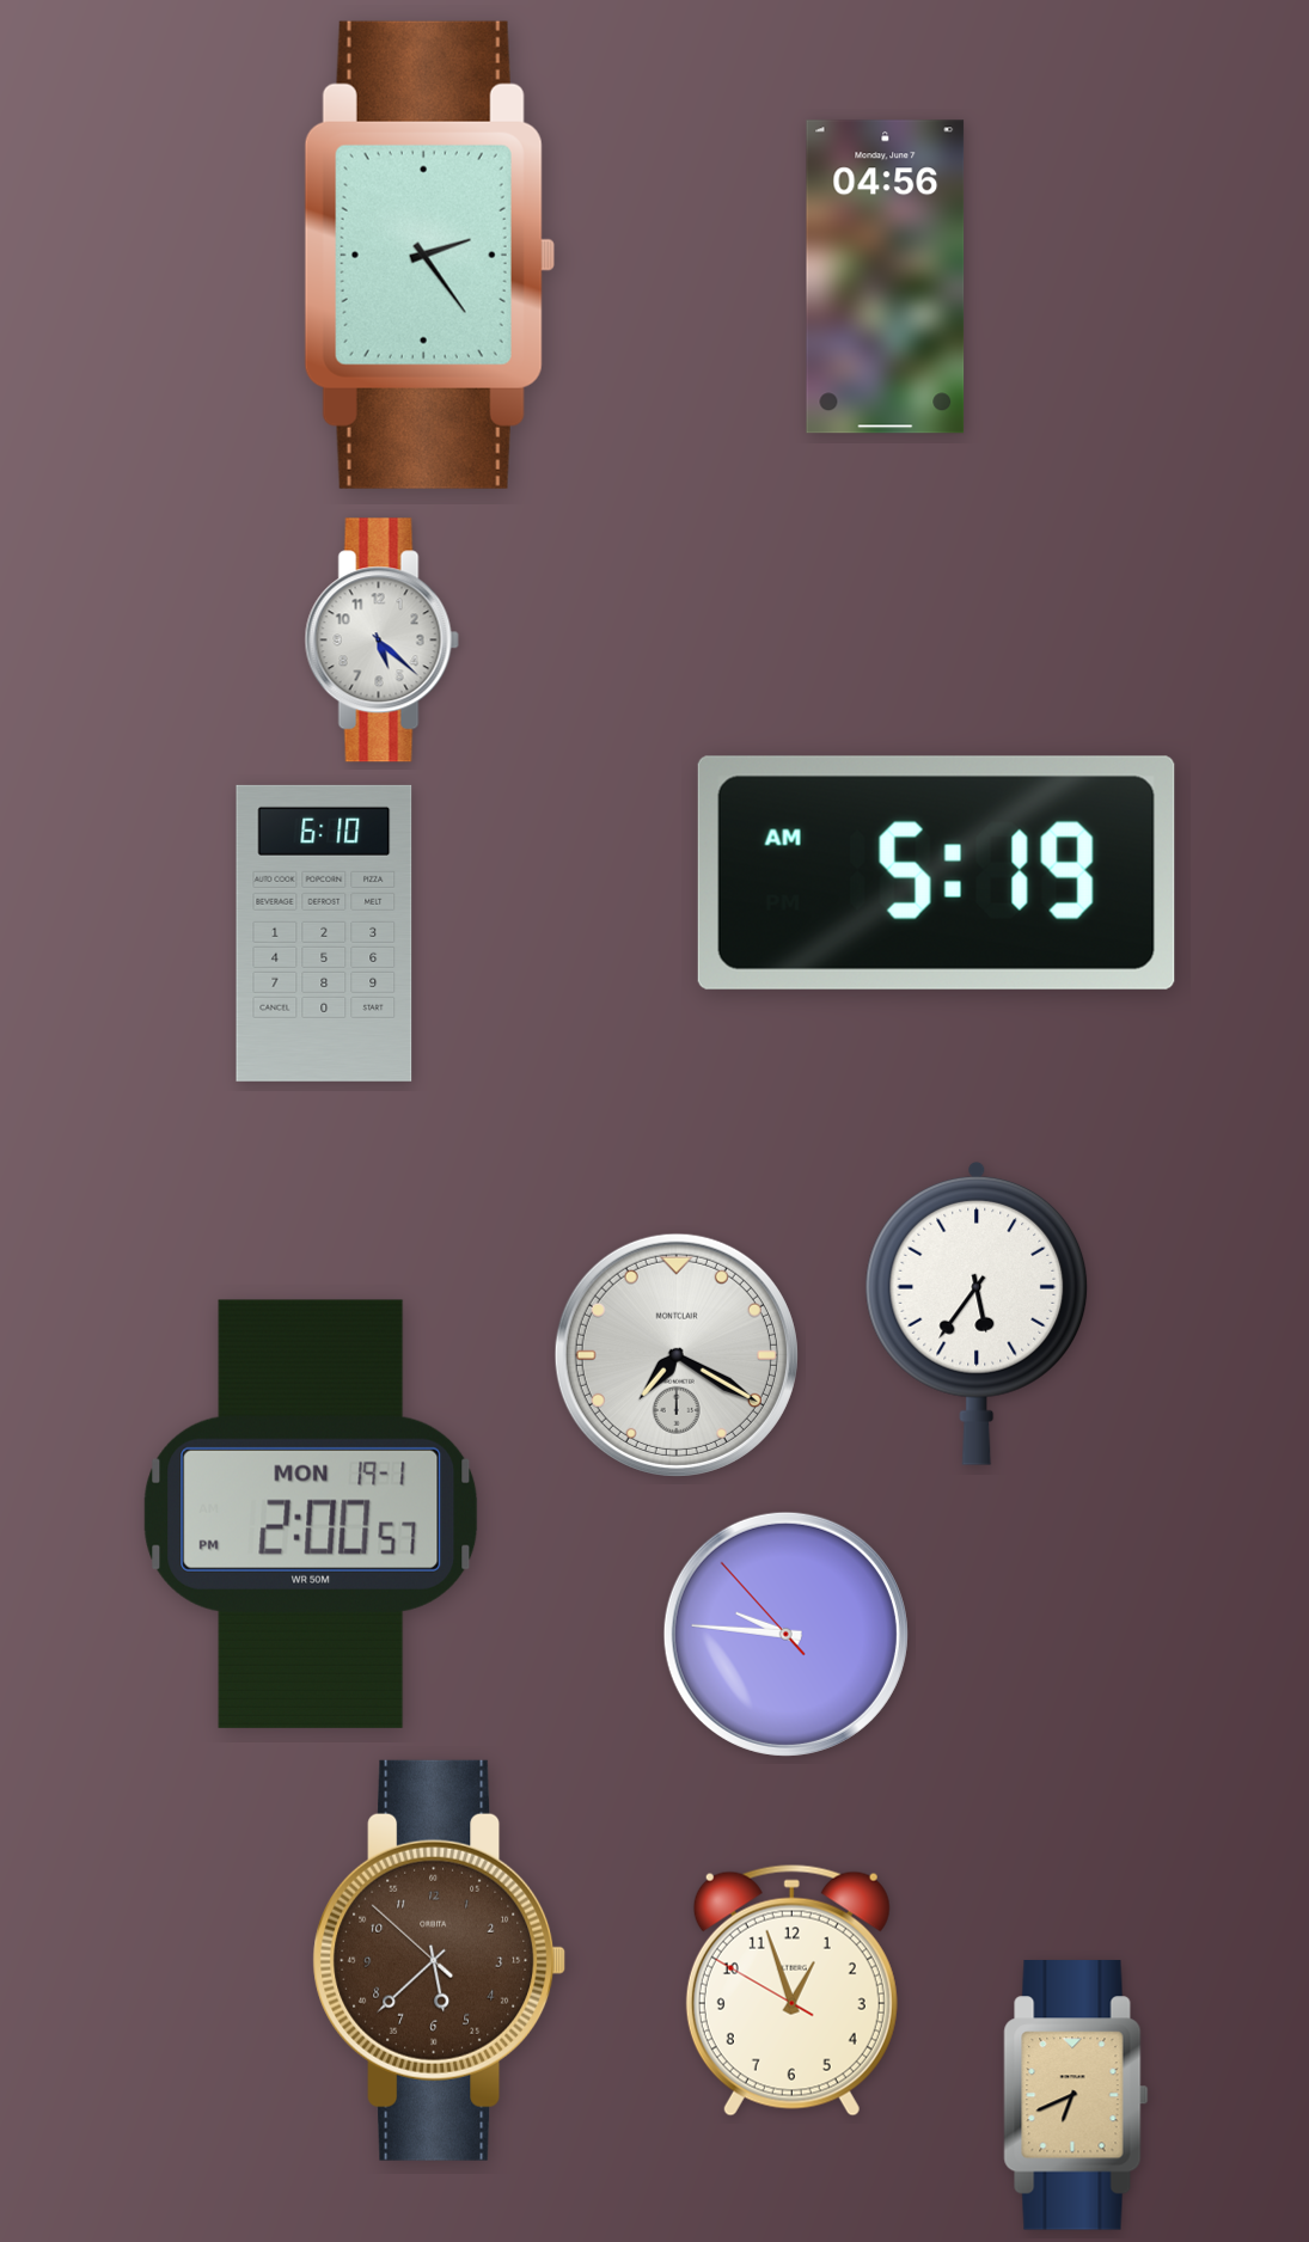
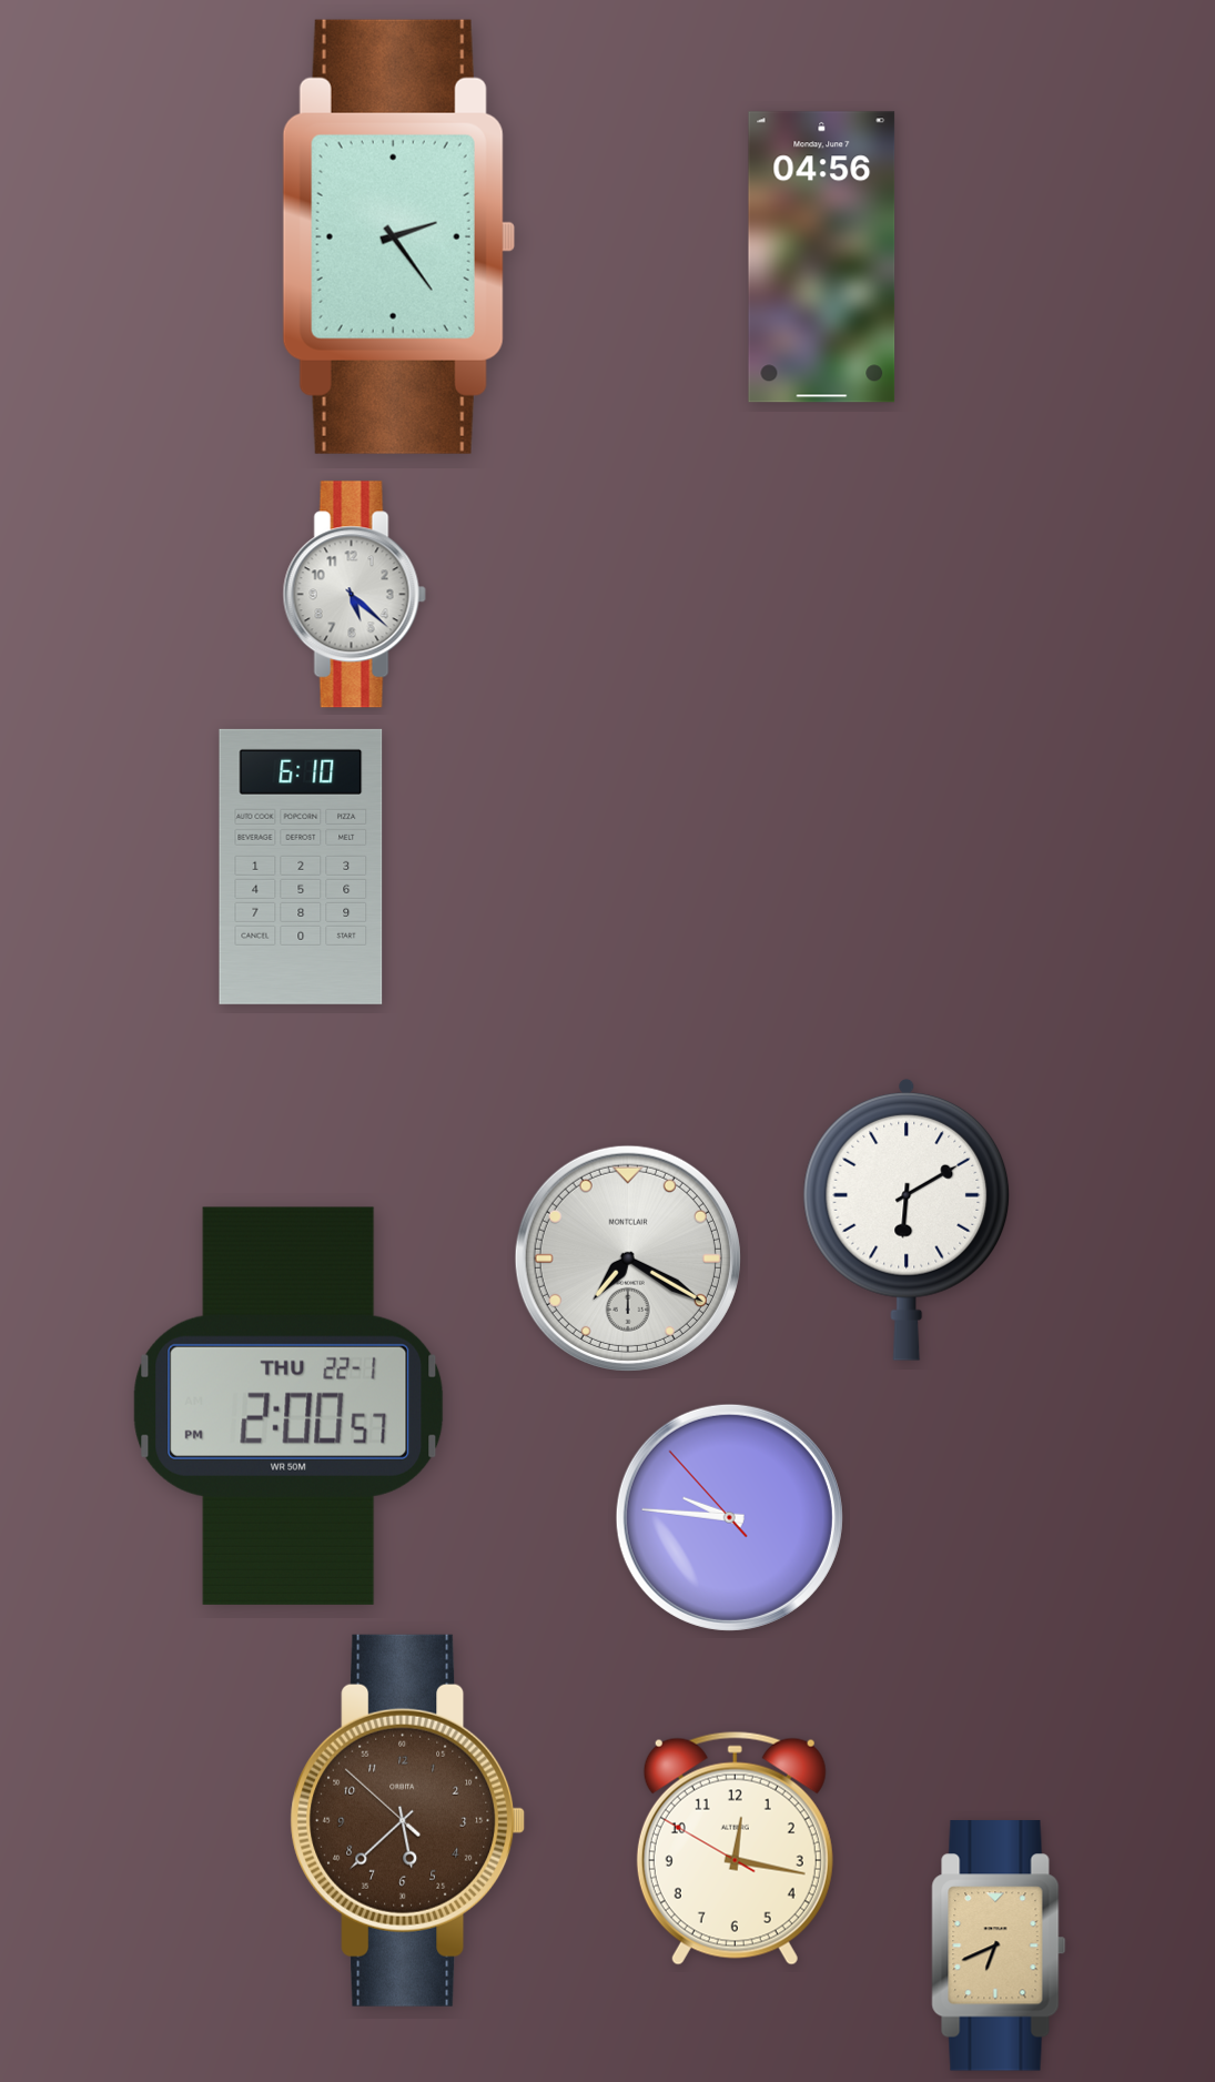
clock at (936, 872): 5:19 -> none
clock at (977, 1313): 5:36 -> 6:10
clock at (311, 1514) date: MON 19-1 -> THU 22-1
clock at (791, 1990): 12:56 -> 12:16
